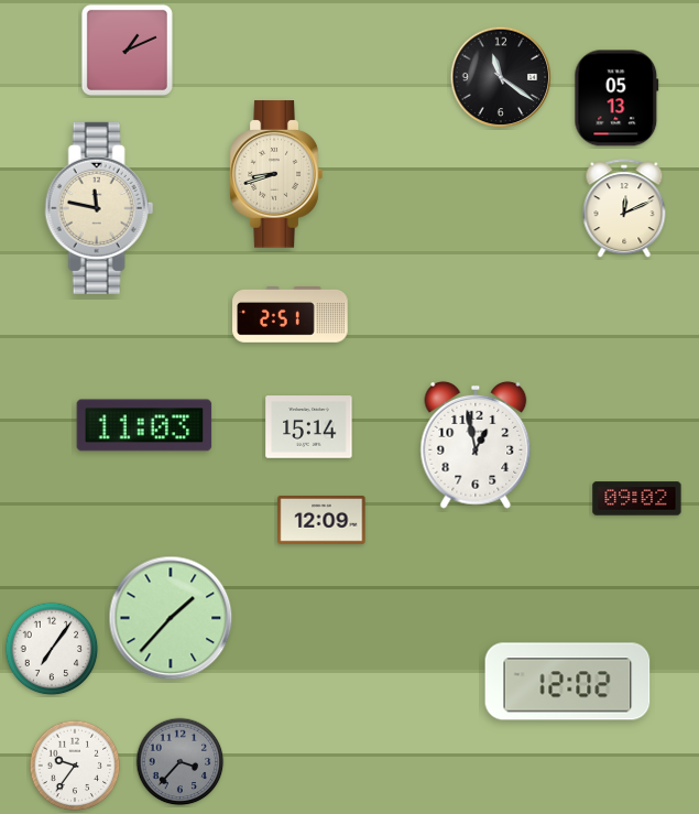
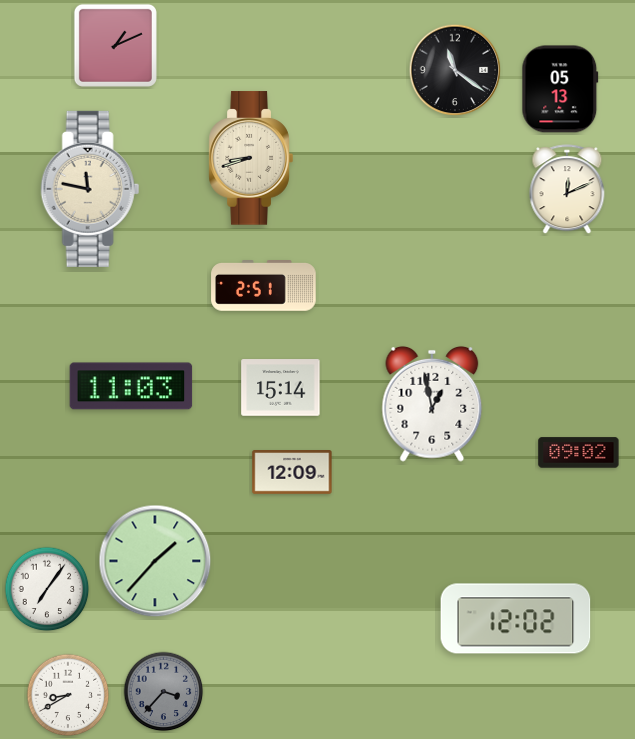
clock at (75, 766): 9:36 -> 8:40
